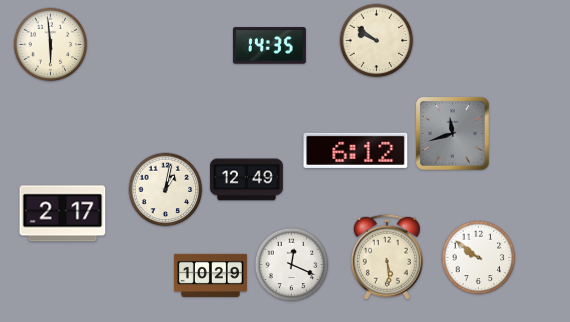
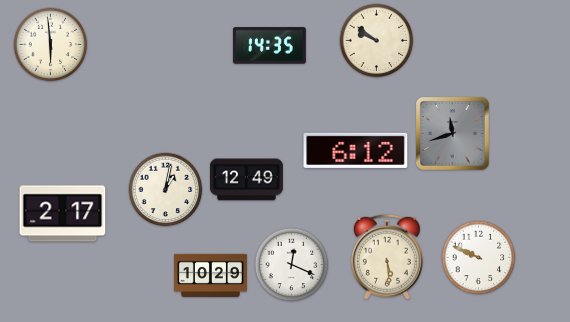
clock at (479, 258): 9:51 -> 9:49
